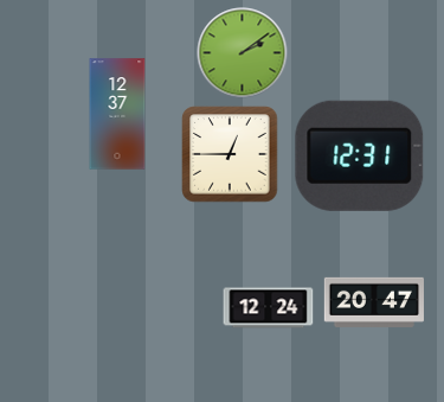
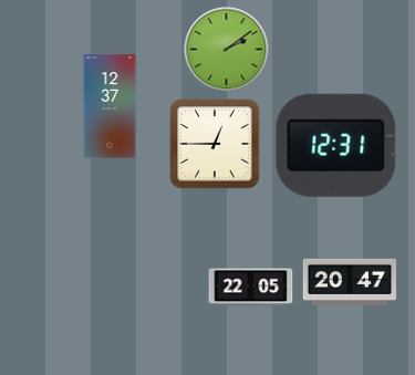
clock at (269, 308): 12:24 -> 22:05
